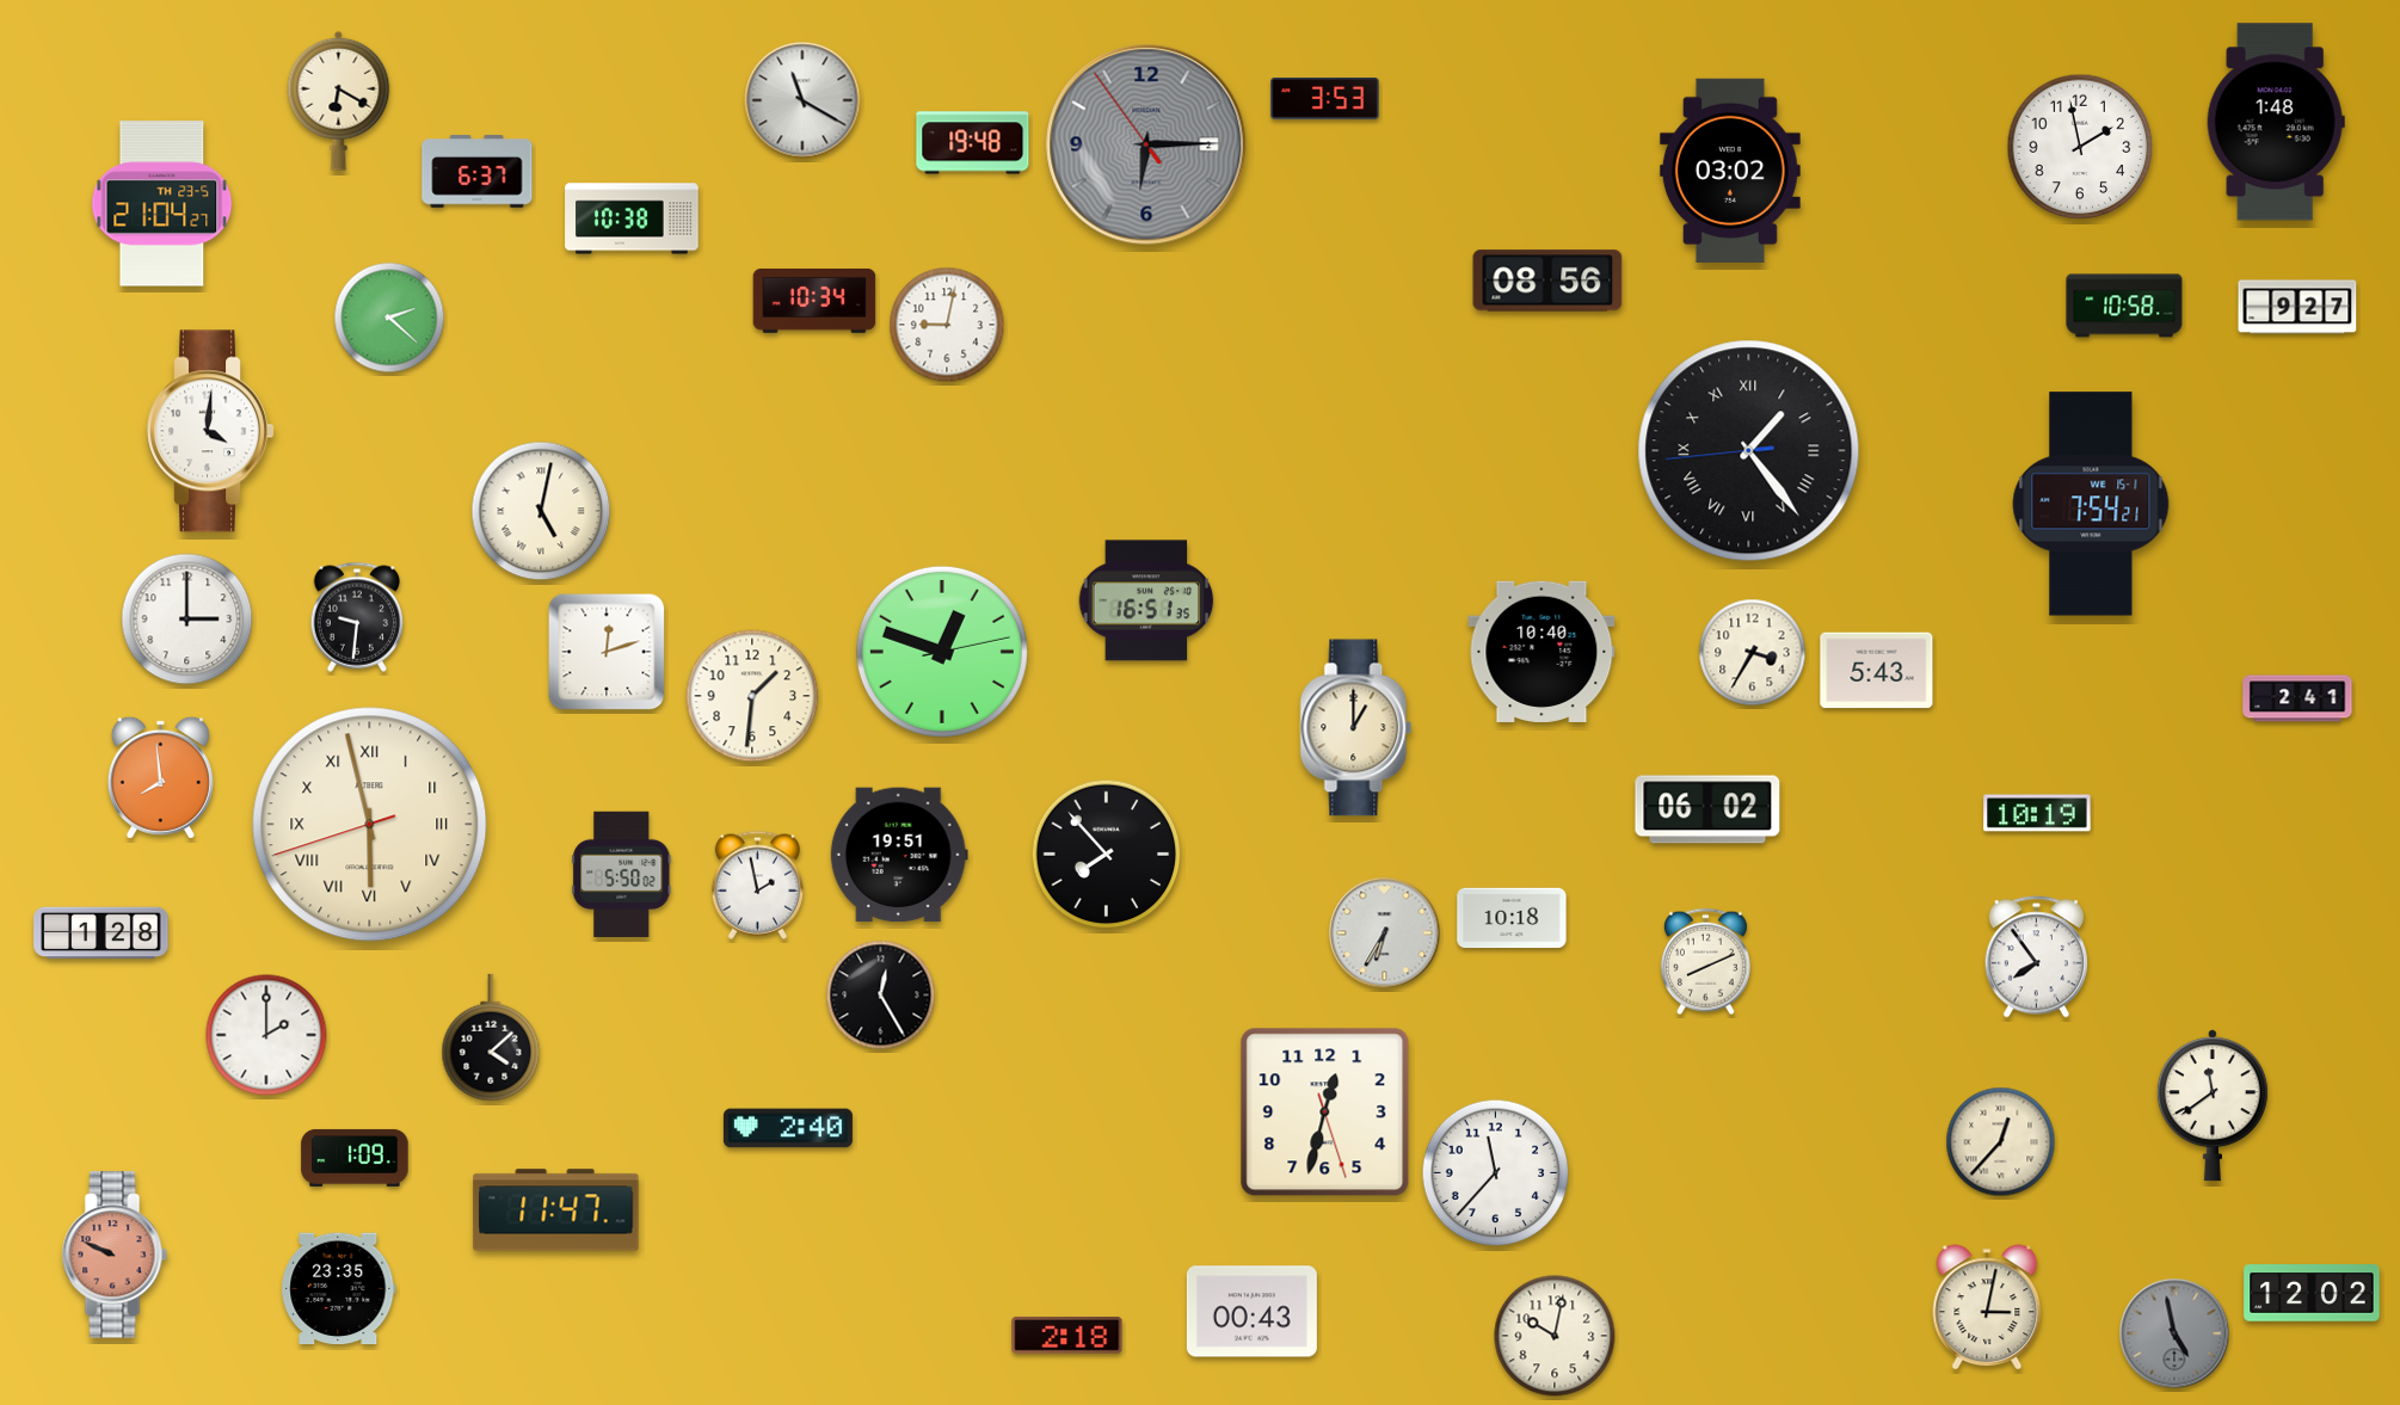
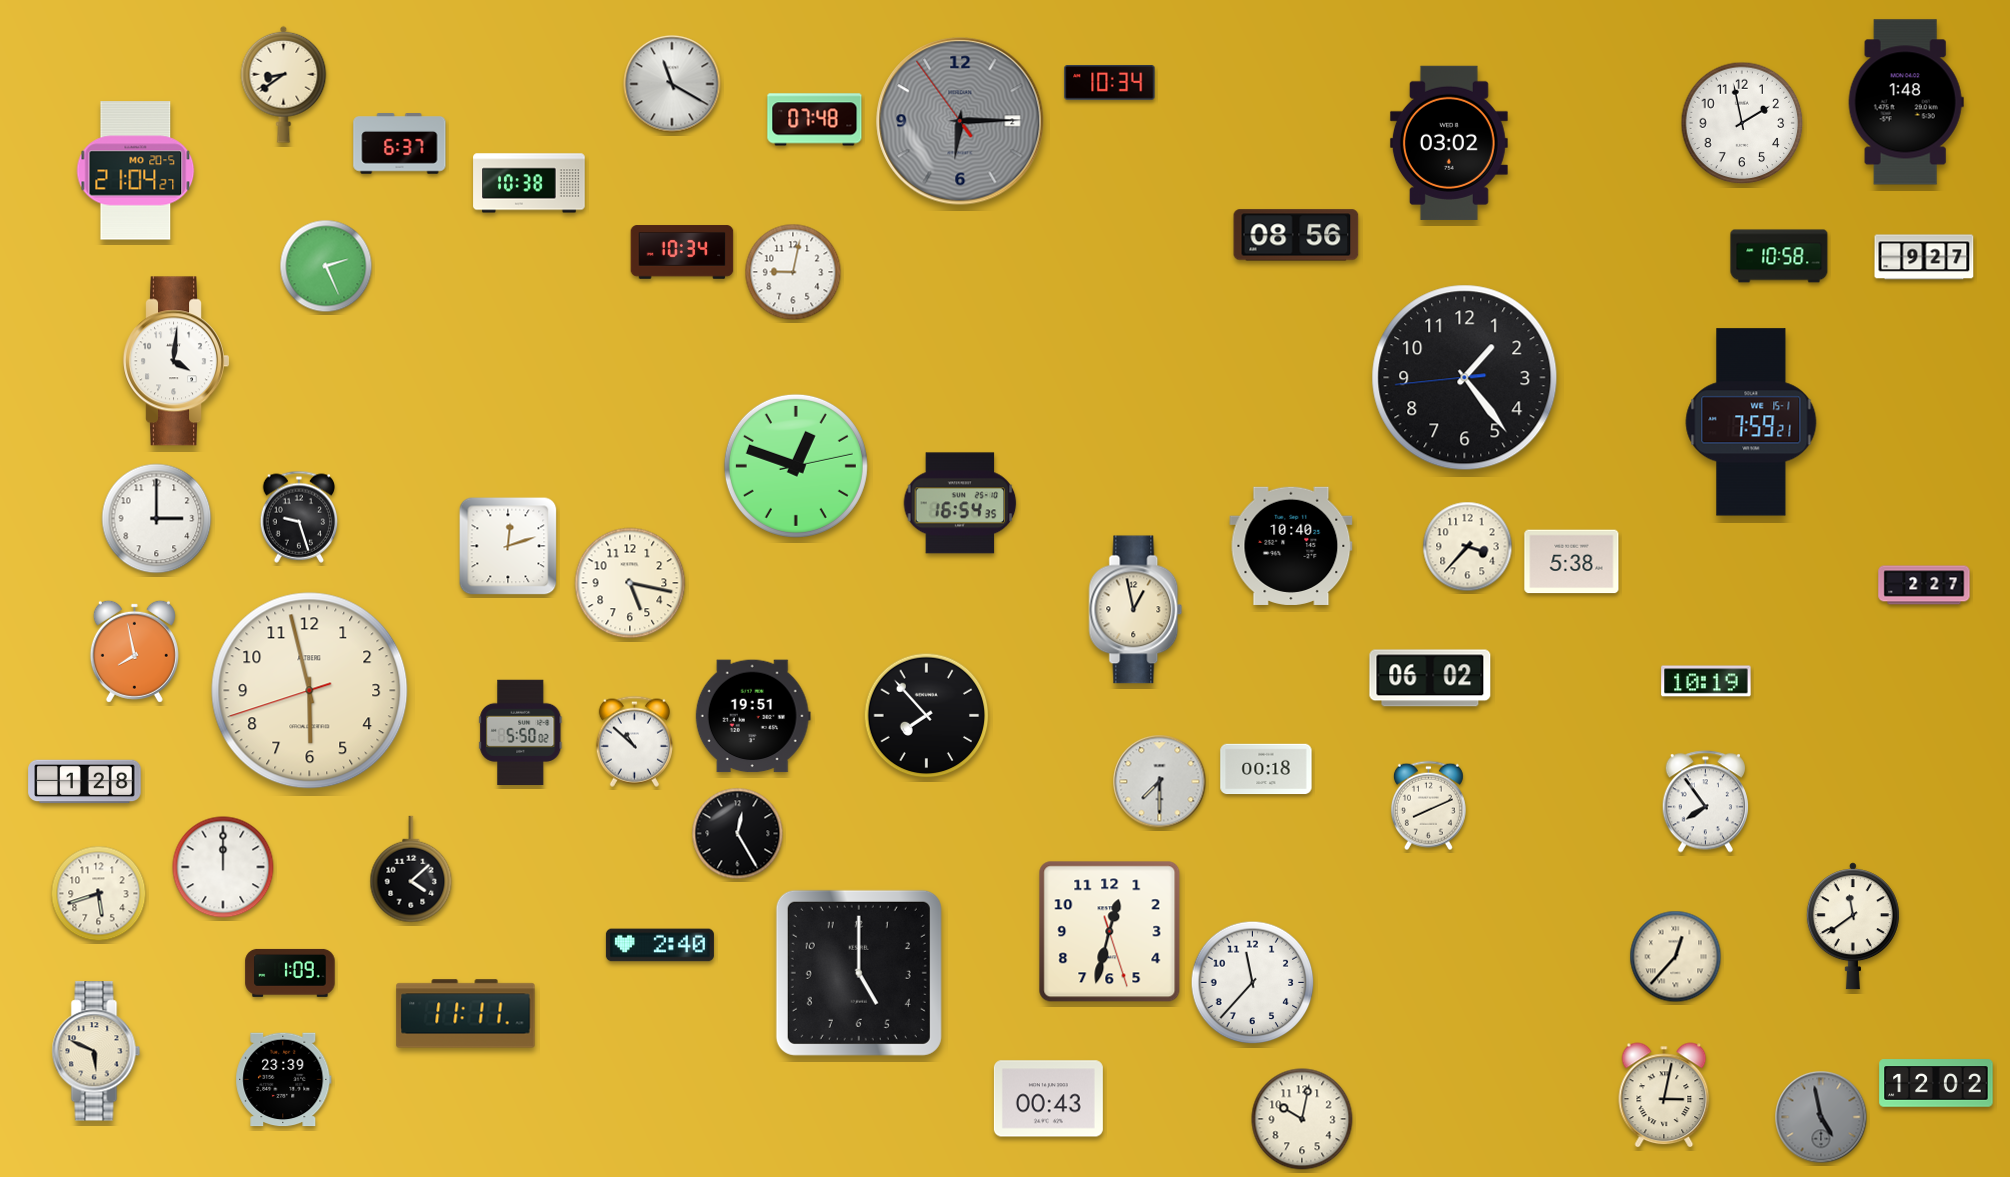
clock at (1325, 99): 3:53 -> 10:34
clock at (339, 100): 6:20 -> 8:39
clock at (973, 143): 19:48 -> 07:48
clock at (162, 204) date: TH 23-5 -> MO 20-5
clock at (389, 318): 2:22 -> 2:26
clock at (1749, 451) numerals: Roman -> Arabic
clock at (2091, 504): 7:54 -> 7:59
clock at (541, 511): 5:02 -> none
clock at (1146, 600): 16:51 -> 16:54
clock at (357, 617): 9:31 -> 9:27
clock at (942, 652) position: (942, 652) -> (796, 466)
clock at (1753, 653): 3:35 -> 3:37
clock at (1877, 671): 5:43 -> 5:38
clock at (752, 696): 1:31 -> 5:17
clock at (2297, 698): 2:41 -> 2:27
clock at (1356, 728): 1:00 -> 12:58
clock at (160, 777): 7:59 -> 7:58
clock at (370, 825) numerals: Roman -> Arabic
clock at (757, 885): 1:58 -> 10:52
clock at (1512, 918): 10:18 -> 00:18
clock at (1385, 933): 6:35 -> 7:30
clock at (266, 1035): 2:00 -> 12:00
clock at (99, 894): none -> 5:42
clock at (355, 1158) position: (355, 1158) -> (290, 973)
clock at (859, 973): none -> 5:00
clock at (556, 1210): 11:47 -> 11:11
clock at (115, 1255): 9:49 -> 5:49
clock at (115, 1255) dial: salmon -> cream
clock at (339, 1289): 23:35 -> 23:39
clock at (1067, 1336): 2:18 -> none
